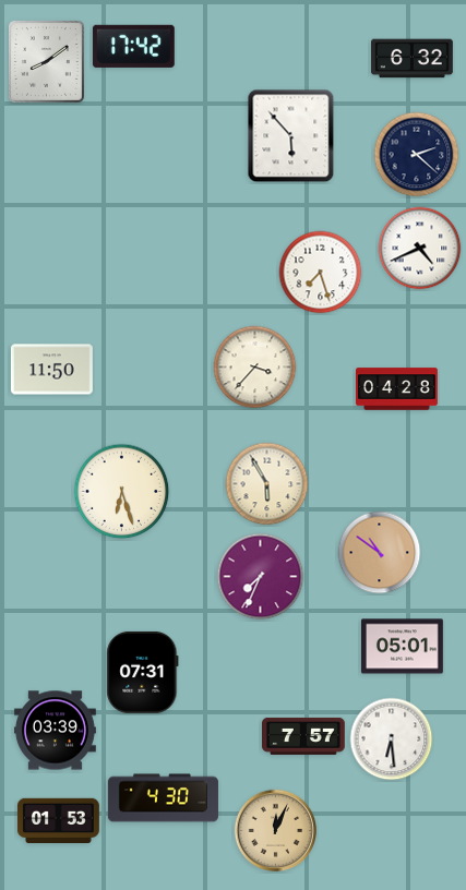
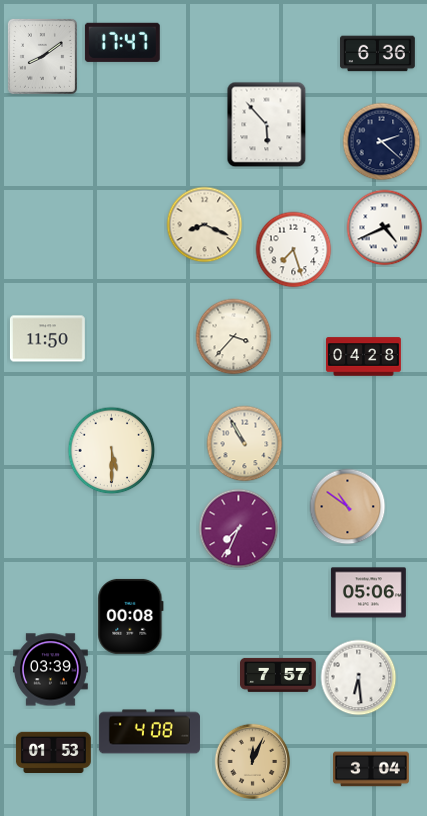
clock at (133, 46): 17:42 -> 17:47
clock at (413, 59): 6:32 -> 6:36
clock at (205, 225): none -> 8:19
clock at (267, 484): 5:55 -> 10:55
clock at (122, 492): 6:27 -> 5:30
clock at (402, 647): 05:01 -> 05:06
clock at (143, 672): 07:31 -> 00:08
clock at (163, 798): 4:30 -> 4:08
clock at (371, 769): none -> 3:04
